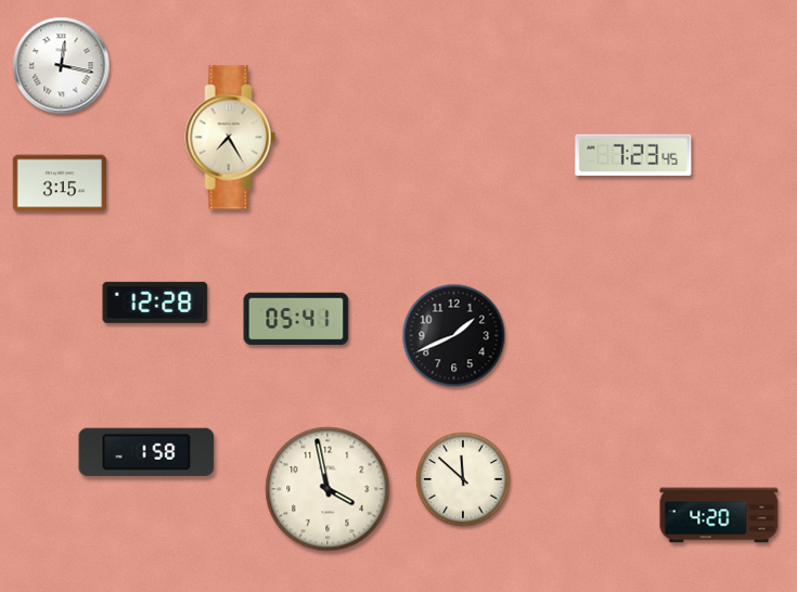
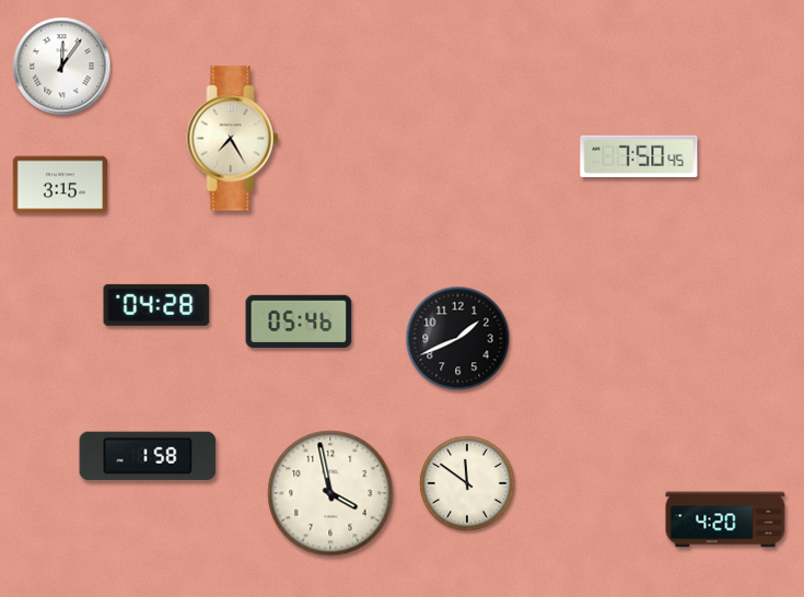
clock at (62, 66): 12:17 -> 12:06
clock at (633, 154): 7:23 -> 7:50
clock at (155, 303): 12:28 -> 04:28
clock at (296, 319): 05:41 -> 05:46
clock at (463, 479): 11:52 -> 11:51
